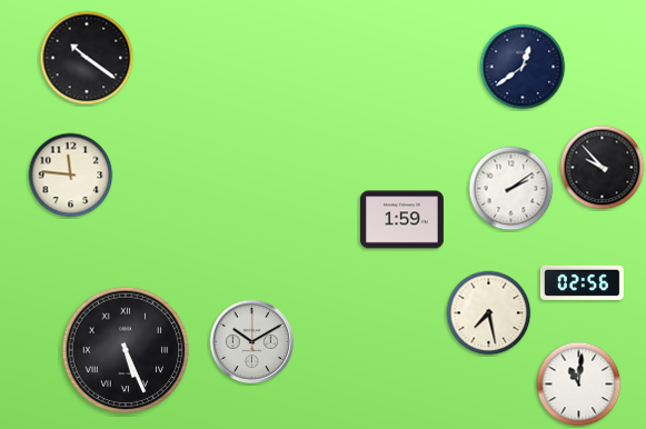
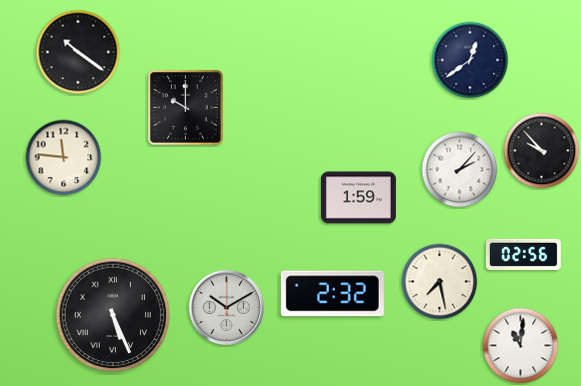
clock at (186, 108): none -> 10:00
clock at (511, 189): 2:09 -> 2:07
clock at (401, 220) position: (401, 220) -> (358, 198)
clock at (332, 294): none -> 2:32
